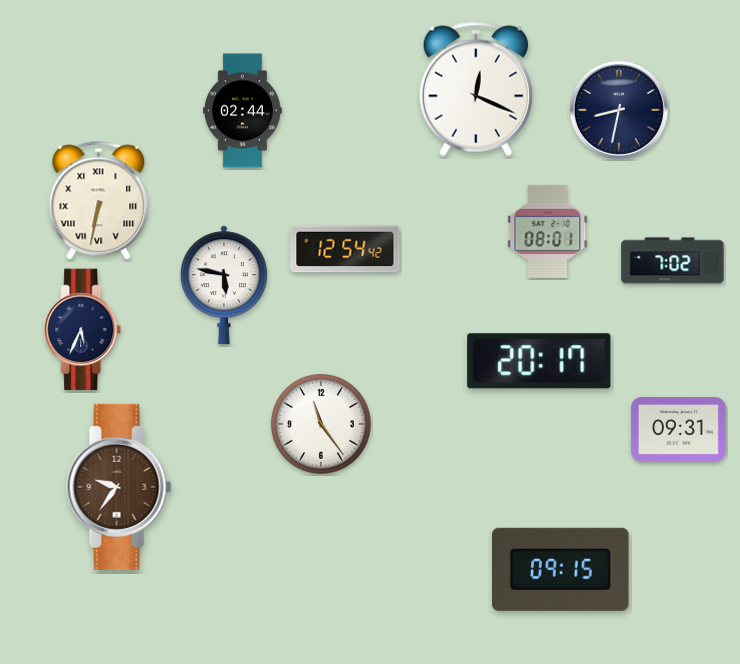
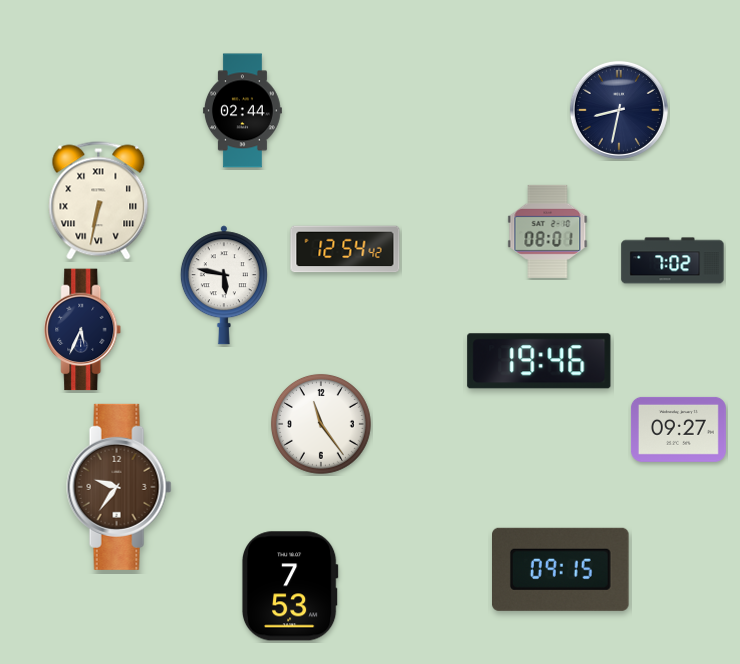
clock at (476, 89): 12:19 -> none
clock at (539, 361): 20:17 -> 19:46
clock at (678, 429): 09:31 -> 09:27
clock at (290, 586): none -> 7:53
